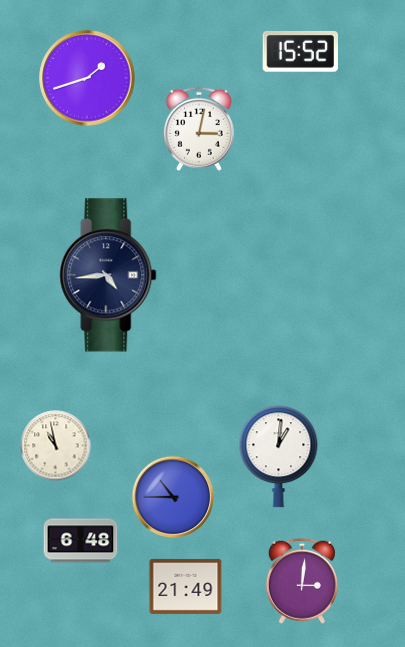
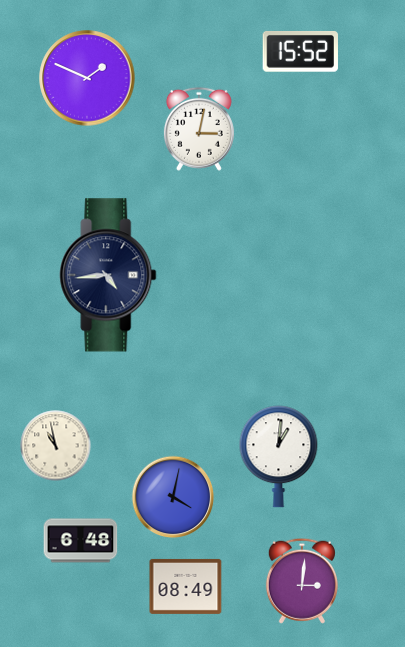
clock at (87, 78): 1:42 -> 1:49
clock at (173, 497): 10:45 -> 4:02
clock at (186, 586): 21:49 -> 08:49
